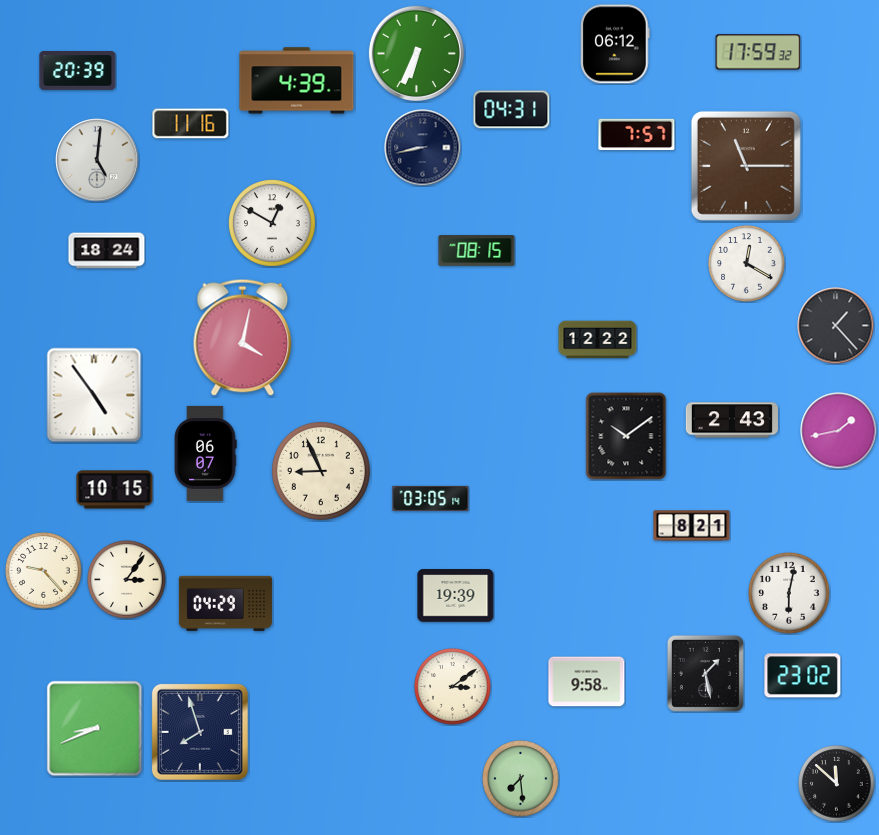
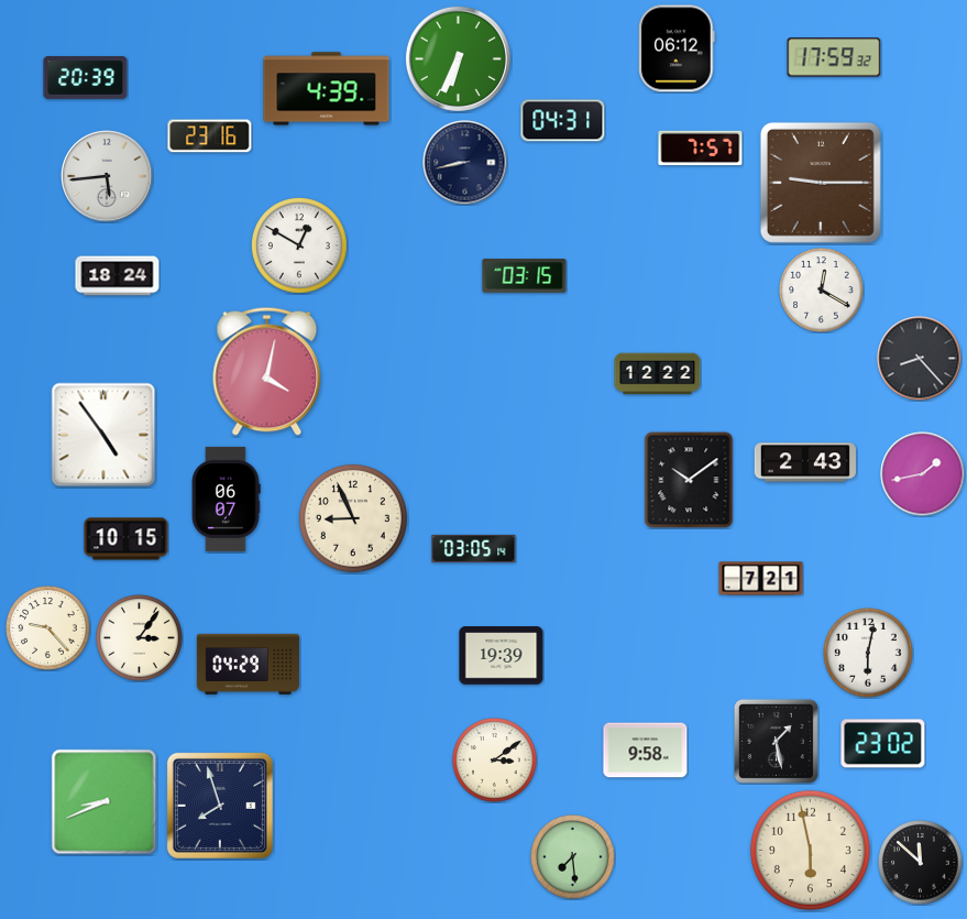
clock at (191, 124): 11:16 -> 23:16
clock at (97, 160): 5:01 -> 5:44
clock at (746, 166): 11:15 -> 9:15
clock at (477, 251): 08:15 -> 03:15
clock at (836, 326): 1:23 -> 8:23
clock at (692, 526): 8:21 -> 7:21
clock at (453, 687) position: (453, 687) -> (495, 761)
clock at (810, 850): none -> 5:58
